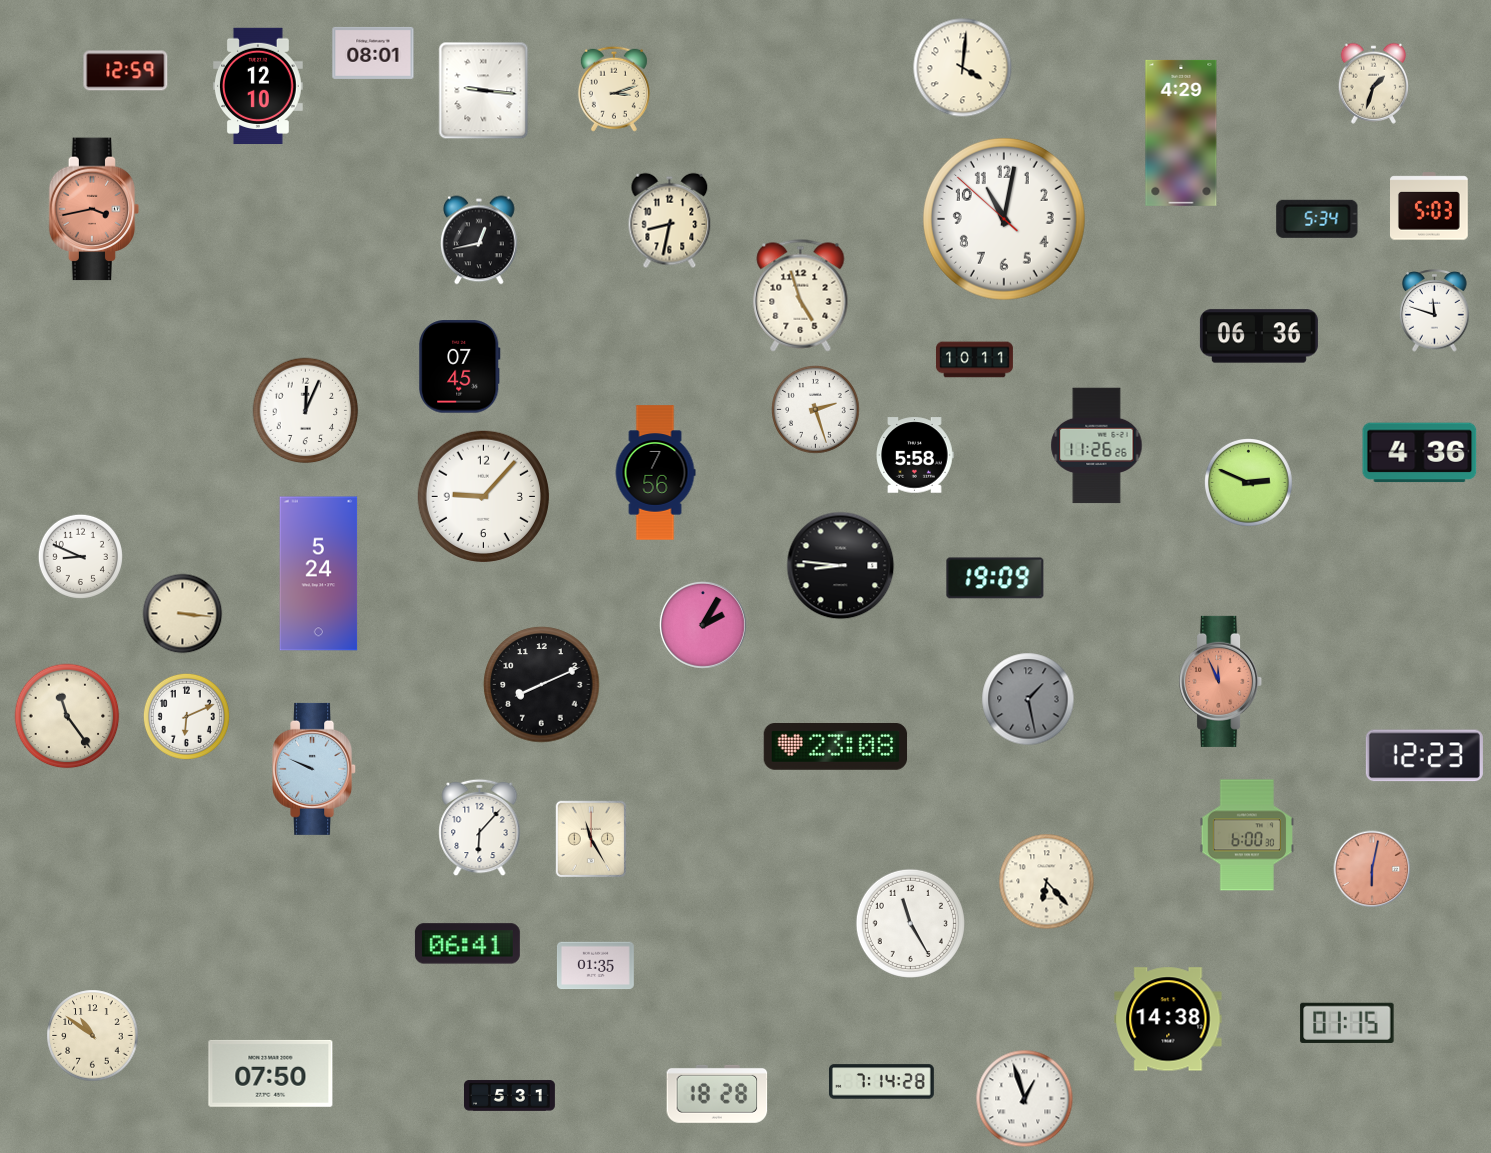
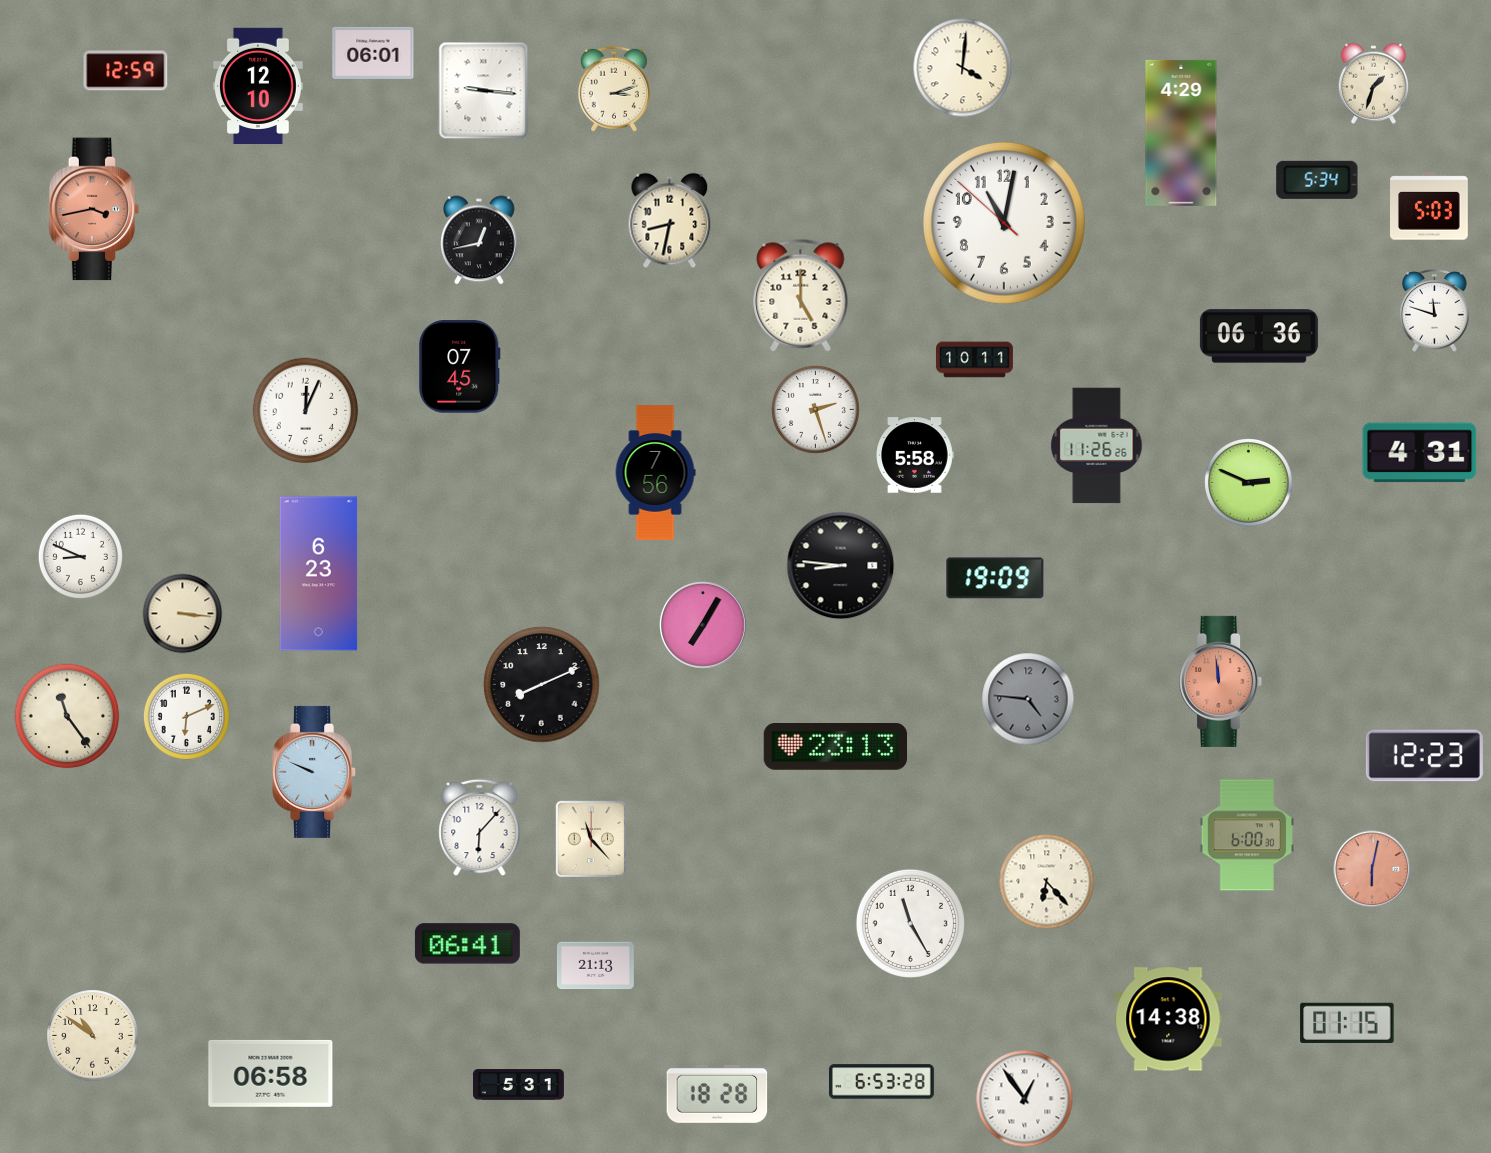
clock at (373, 53): 08:01 -> 06:01
clock at (1004, 219) position: (1004, 219) -> (1004, 223)
clock at (1317, 219) position: (1317, 219) -> (1317, 180)
clock at (801, 296): 4:57 -> 5:00
clock at (1420, 453): 4:36 -> 4:31
clock at (483, 496): 9:07 -> none
clock at (319, 574): 5:24 -> 6:23
clock at (703, 625): 2:05 -> 7:05
clock at (1221, 681): 11:56 -> 11:59
clock at (1028, 699): 1:28 -> 4:46
clock at (836, 747): 23:08 -> 23:13
clock at (315, 769) position: (315, 769) -> (315, 772)
clock at (591, 839): 11:25 -> 11:23
clock at (595, 966): 01:35 -> 21:13
clock at (271, 1073): 07:50 -> 06:58
clock at (881, 1082): 7:14 -> 6:53
clock at (510, 1096) position: (510, 1096) -> (519, 1085)
clock at (1025, 1099): 12:57 -> 12:54
